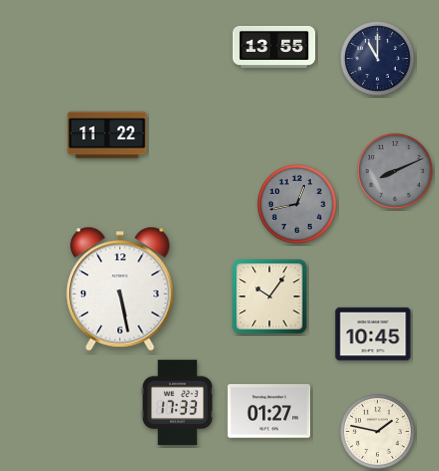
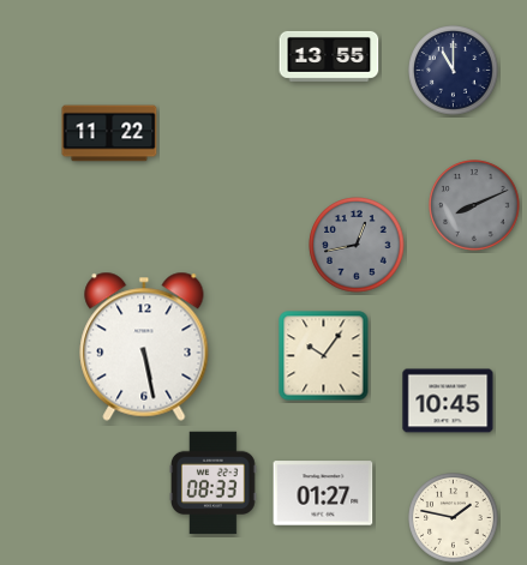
clock at (107, 135) position: (107, 135) -> (109, 133)
clock at (178, 403): 17:33 -> 08:33
